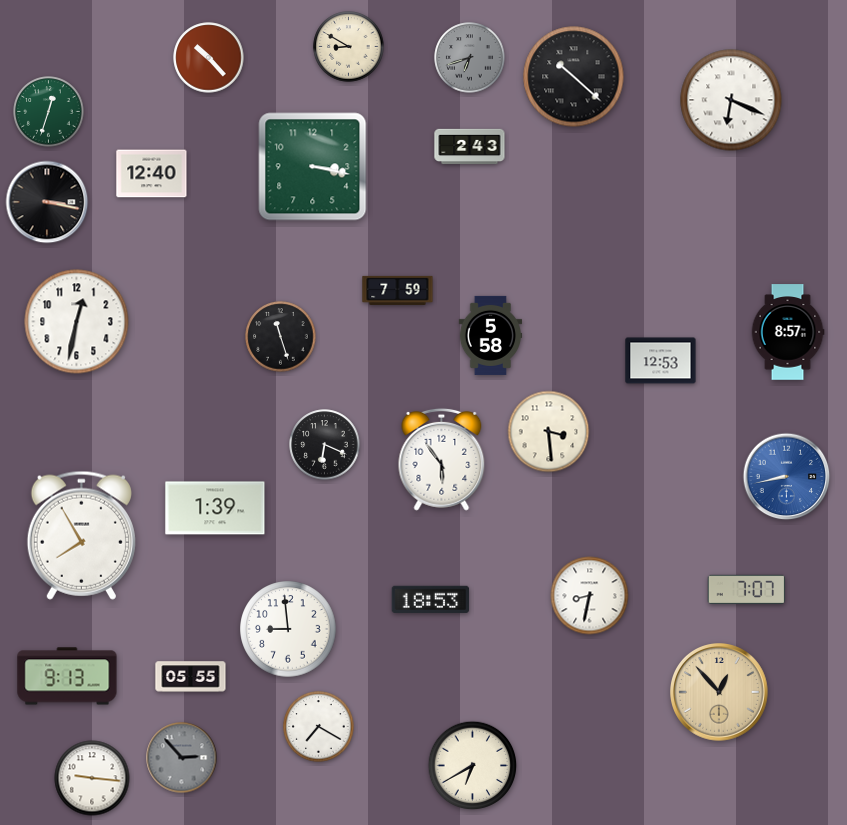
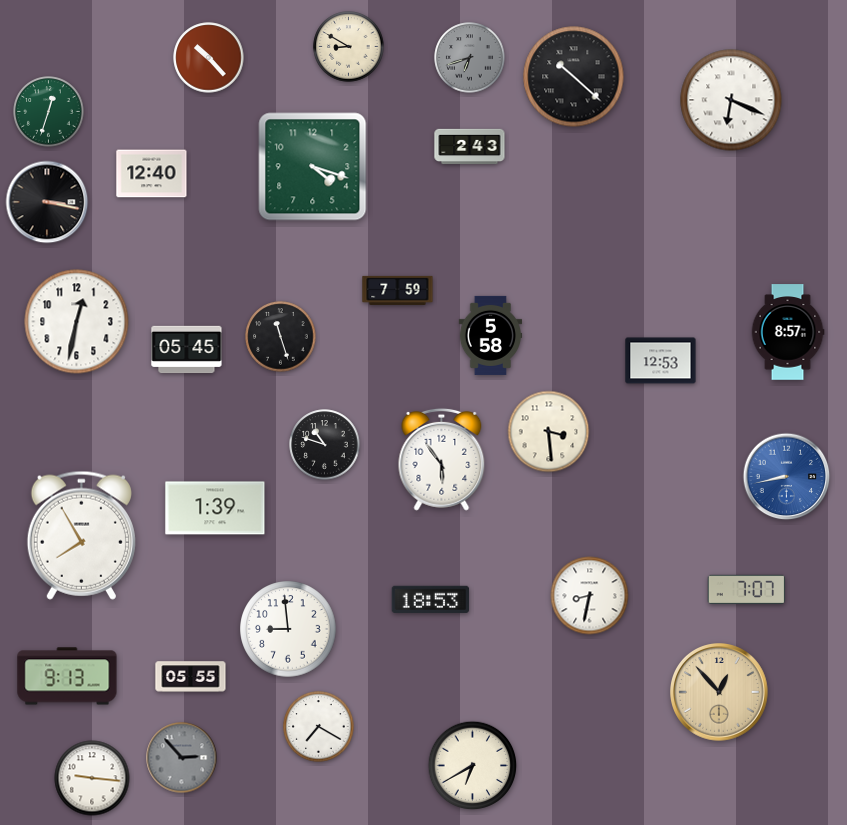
clock at (313, 167): 3:17 -> 4:18
clock at (187, 350): none -> 05:45
clock at (325, 445): 6:19 -> 10:48
